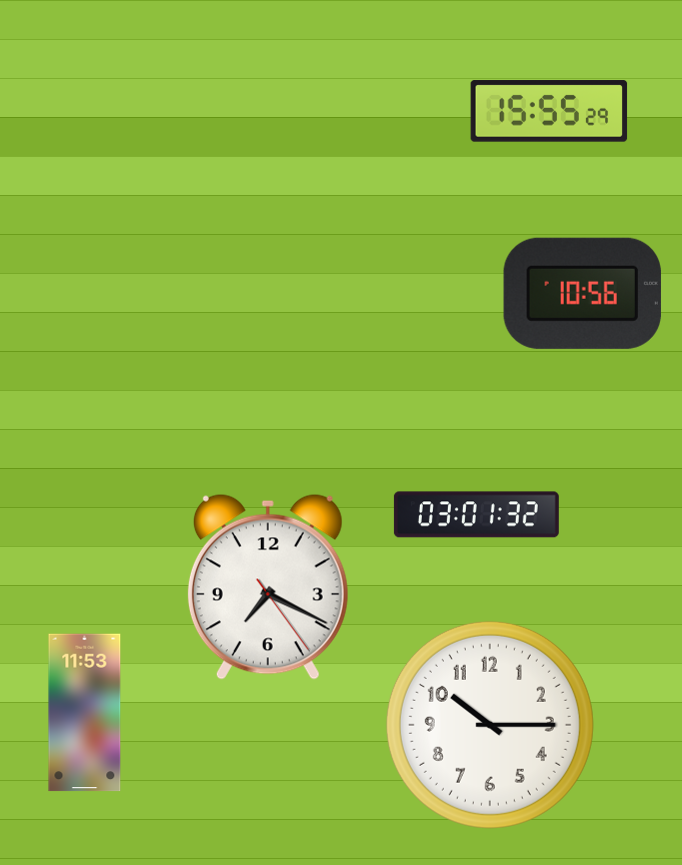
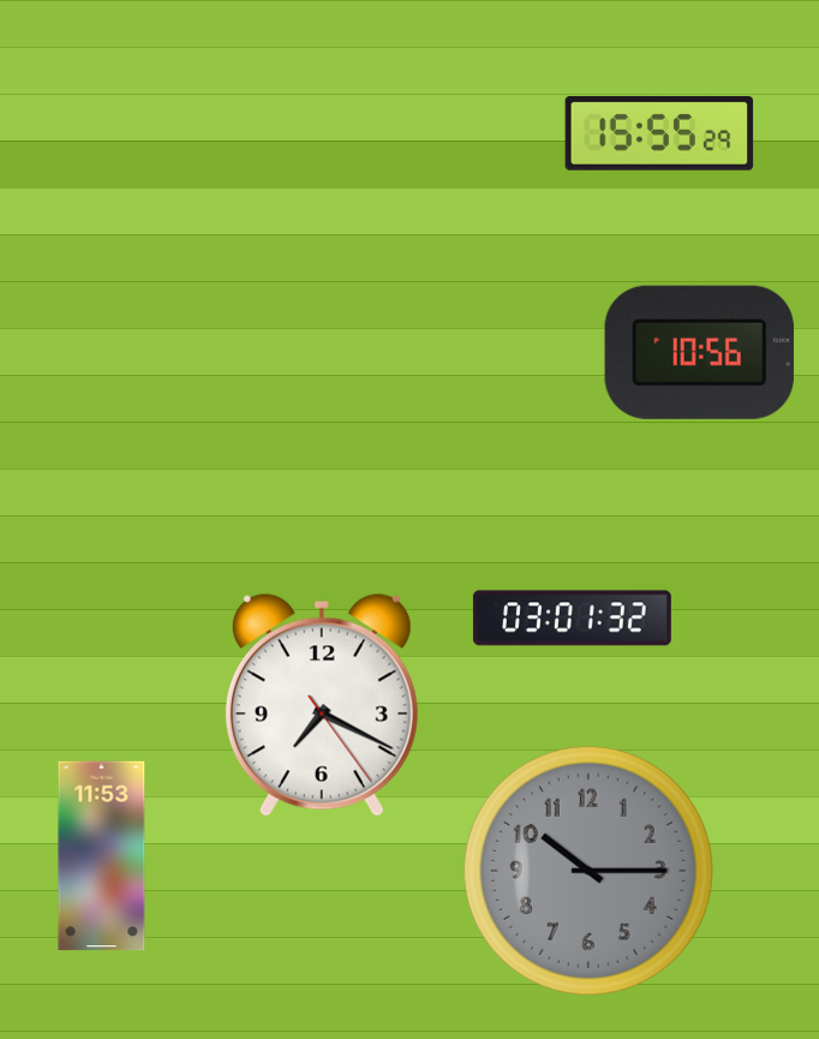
clock at (490, 725) dial: white -> grey
